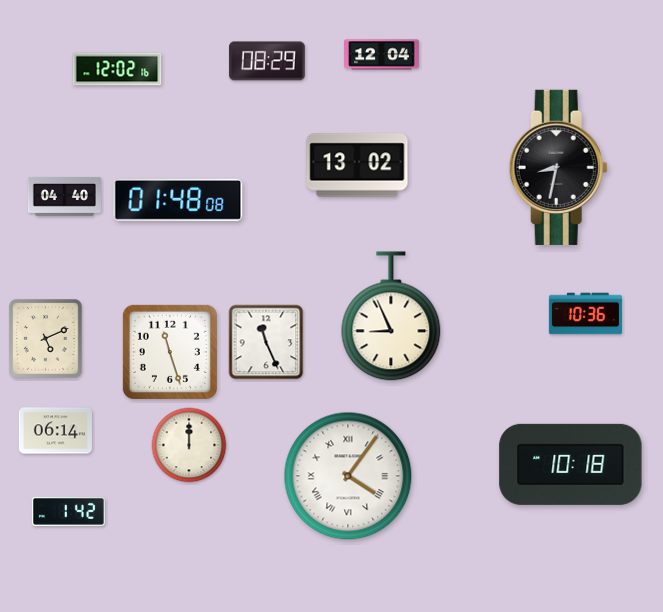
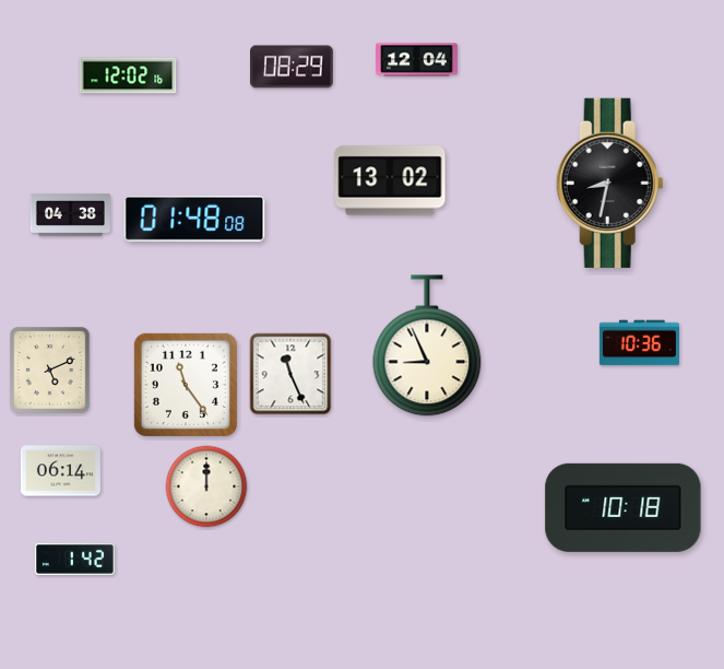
clock at (64, 196): 04:40 -> 04:38
clock at (170, 352): 11:27 -> 11:24
clock at (348, 476): 4:06 -> none
